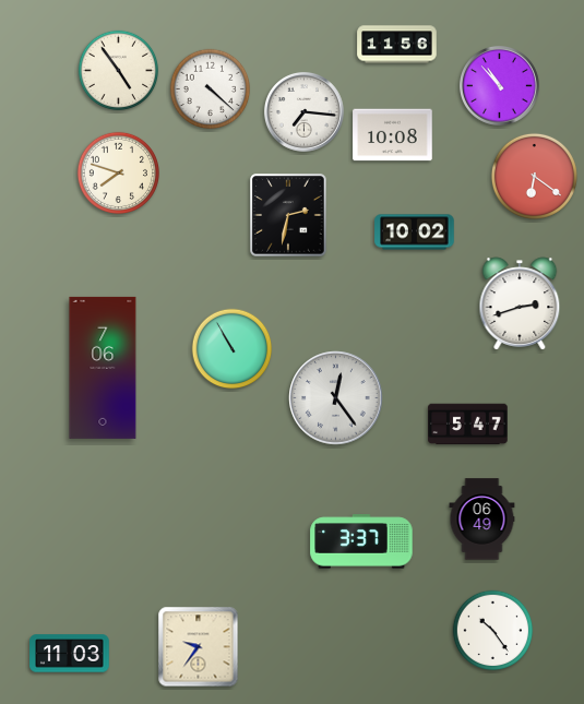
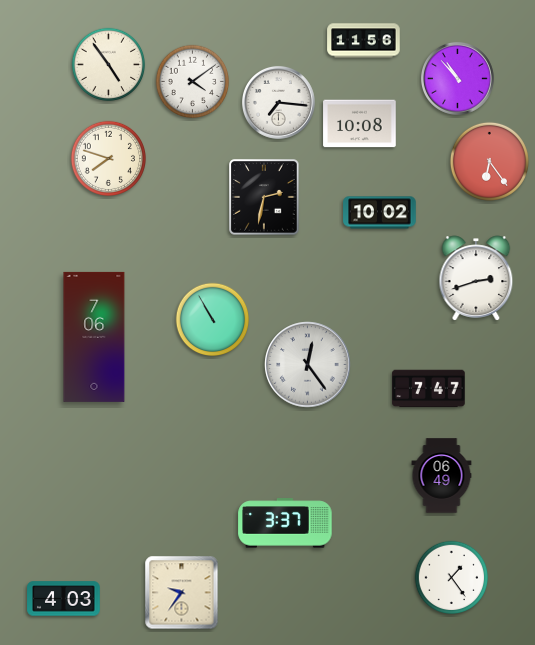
clock at (211, 90): 4:22 -> 4:09
clock at (534, 176): 6:21 -> 6:24
clock at (468, 425): 5:47 -> 7:47
clock at (361, 541) position: (361, 541) -> (285, 523)
clock at (493, 631): 10:24 -> 1:24
clock at (70, 654): 11:03 -> 4:03
